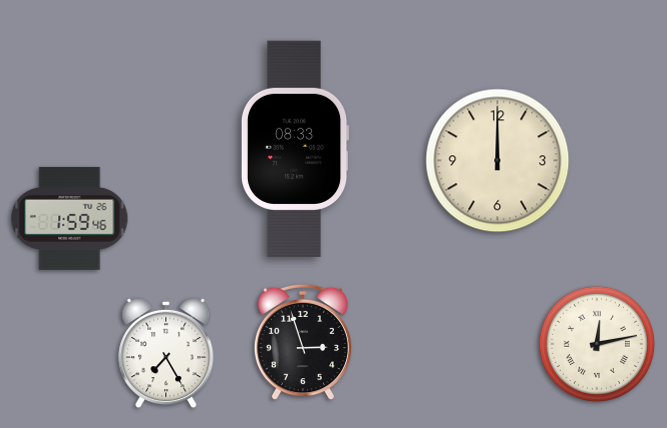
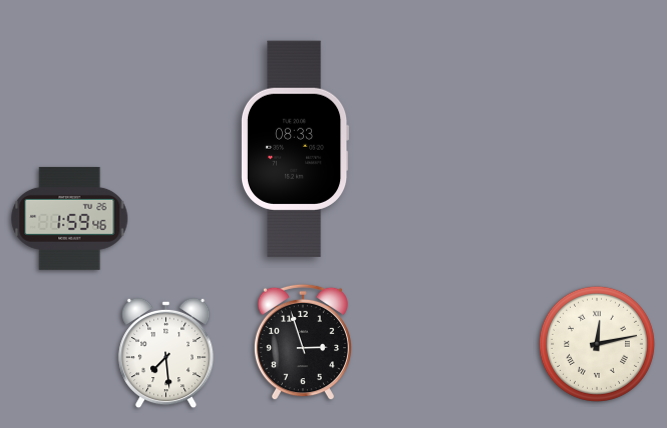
clock at (498, 161): 12:00 -> none
clock at (166, 353): 7:25 -> 7:29
